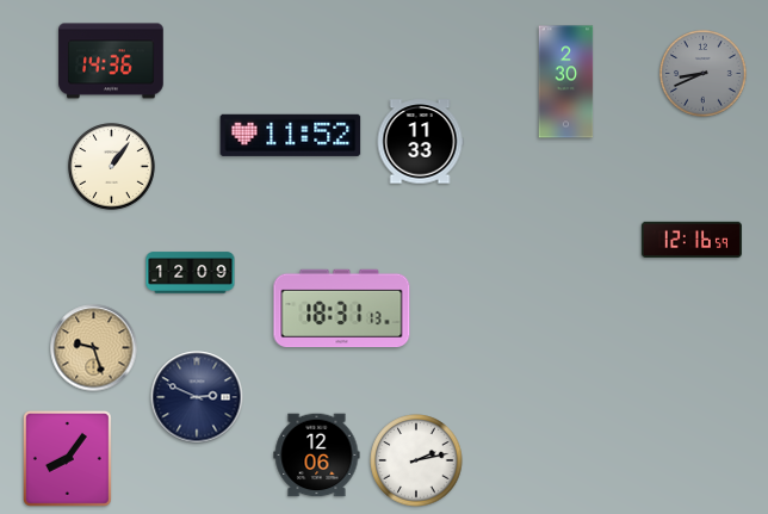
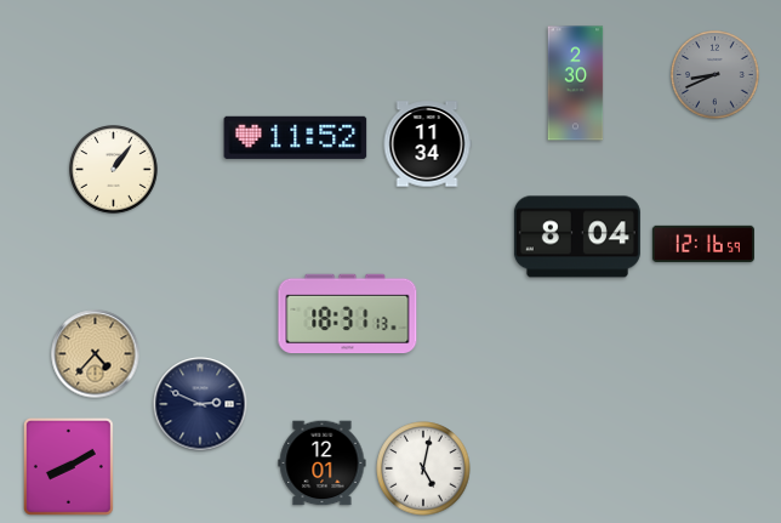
clock at (111, 61): 14:36 -> none
clock at (420, 142): 11:33 -> 11:34
clock at (577, 237): none -> 8:04
clock at (191, 273): 12:09 -> none
clock at (94, 348): 9:27 -> 4:37
clock at (317, 456): 12:06 -> 12:01
clock at (67, 458): 8:06 -> 8:10
clock at (416, 460): 2:13 -> 5:02
